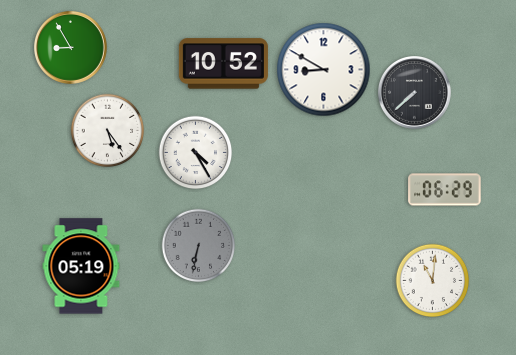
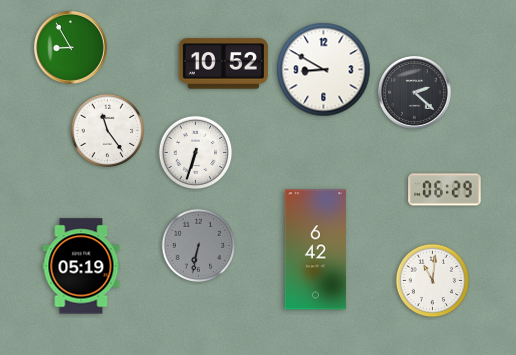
clock at (415, 93): 7:38 -> 2:22
clock at (108, 131): 5:24 -> 11:24
clock at (196, 153): 4:25 -> 6:33
clock at (315, 250): none -> 6:42
